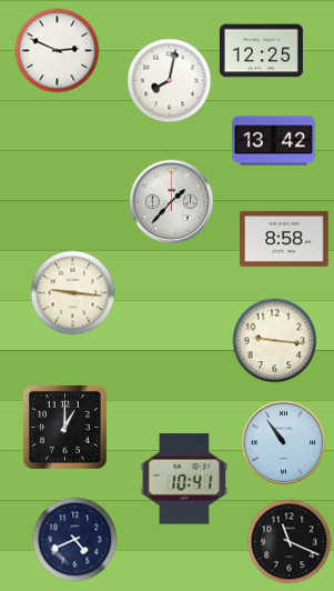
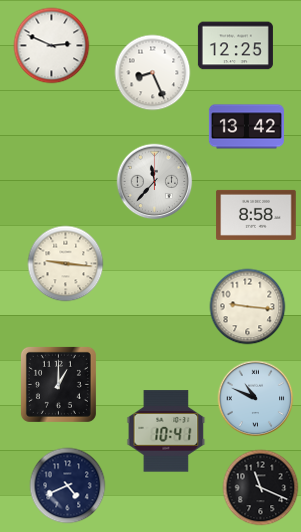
clock at (170, 81): 8:02 -> 8:26
clock at (172, 202): 1:37 -> 11:37
clock at (284, 443): 10:54 -> 10:49
